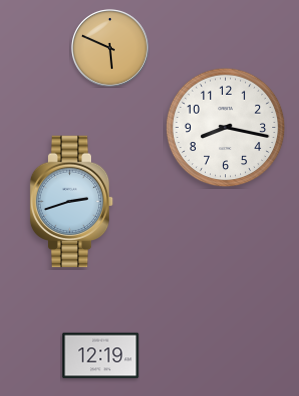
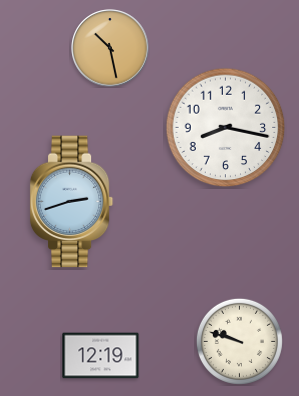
clock at (110, 48): 5:49 -> 10:28
clock at (239, 341): none -> 9:48
